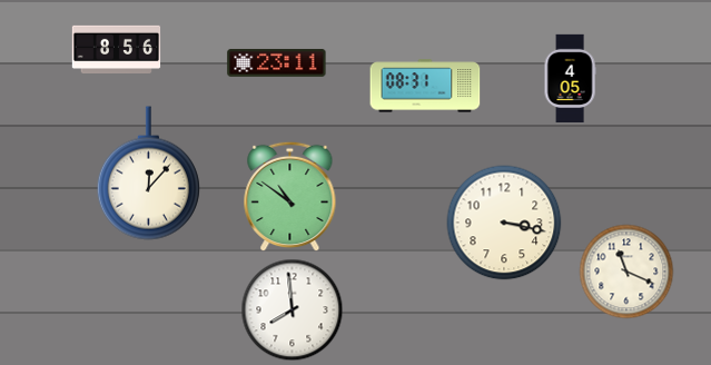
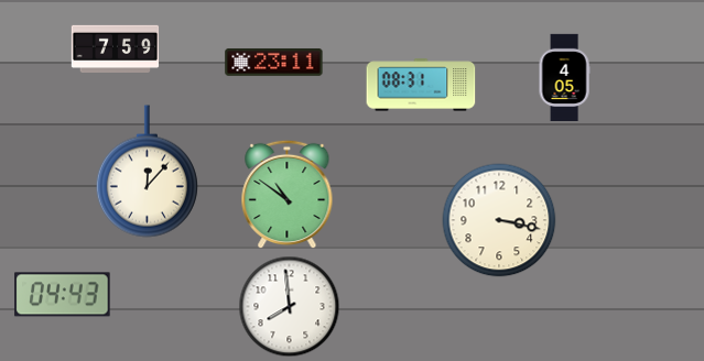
clock at (117, 49): 8:56 -> 7:59
clock at (626, 272): 11:19 -> none
clock at (63, 295): none -> 04:43
